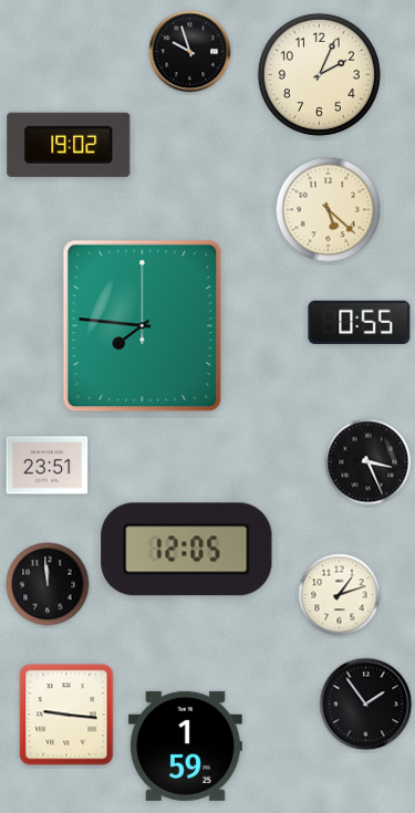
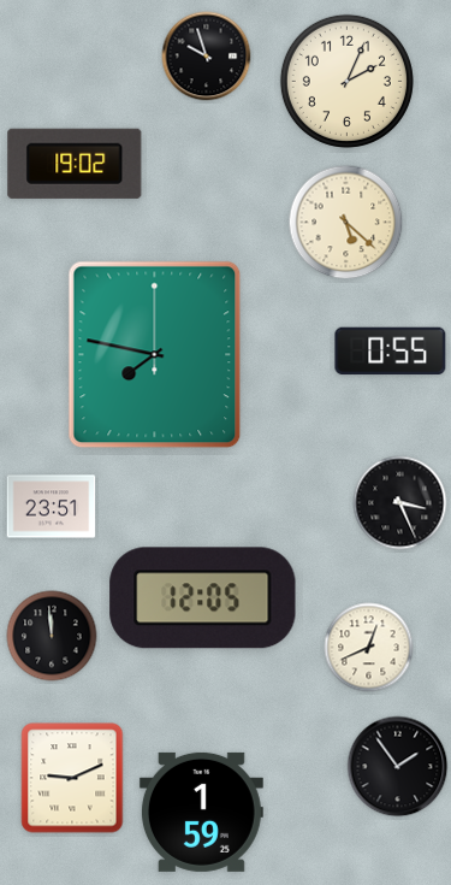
clock at (69, 145) position: (69, 145) -> (75, 164)
clock at (329, 210) position: (329, 210) -> (346, 223)
clock at (143, 326): 7:46 -> 7:47
clock at (340, 595): 1:12 -> 12:41
clock at (66, 715): 9:16 -> 9:11
